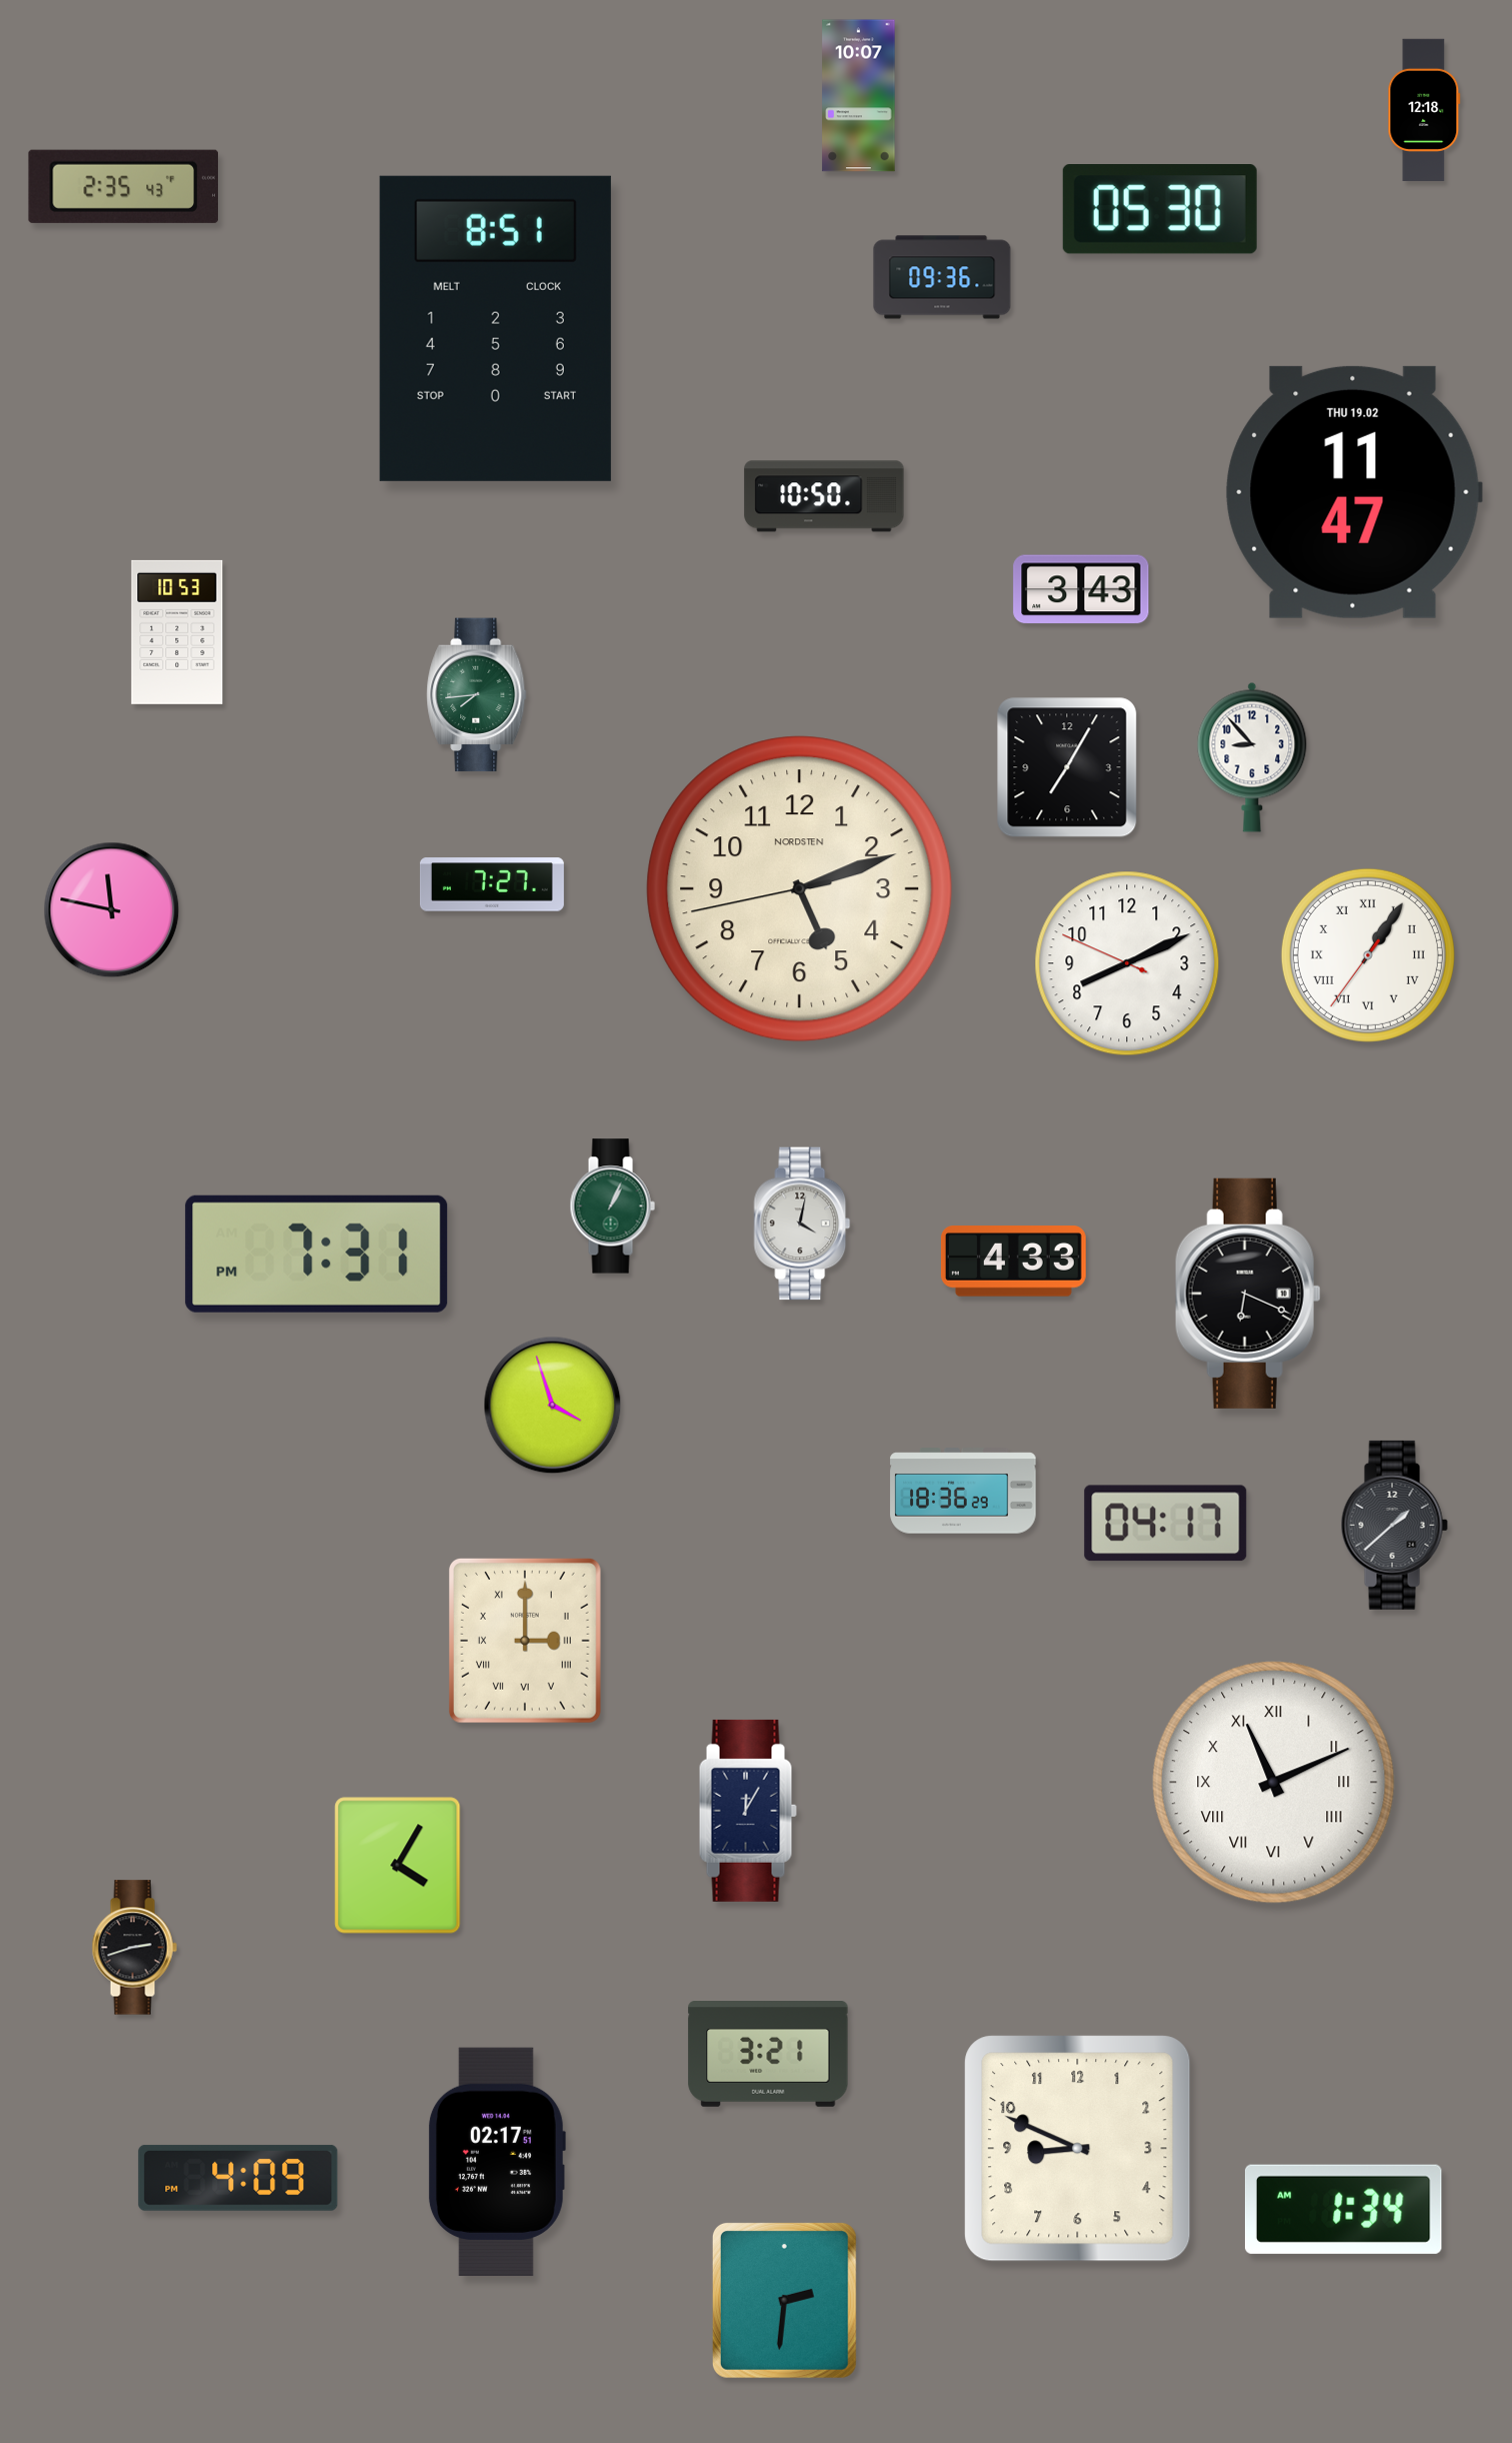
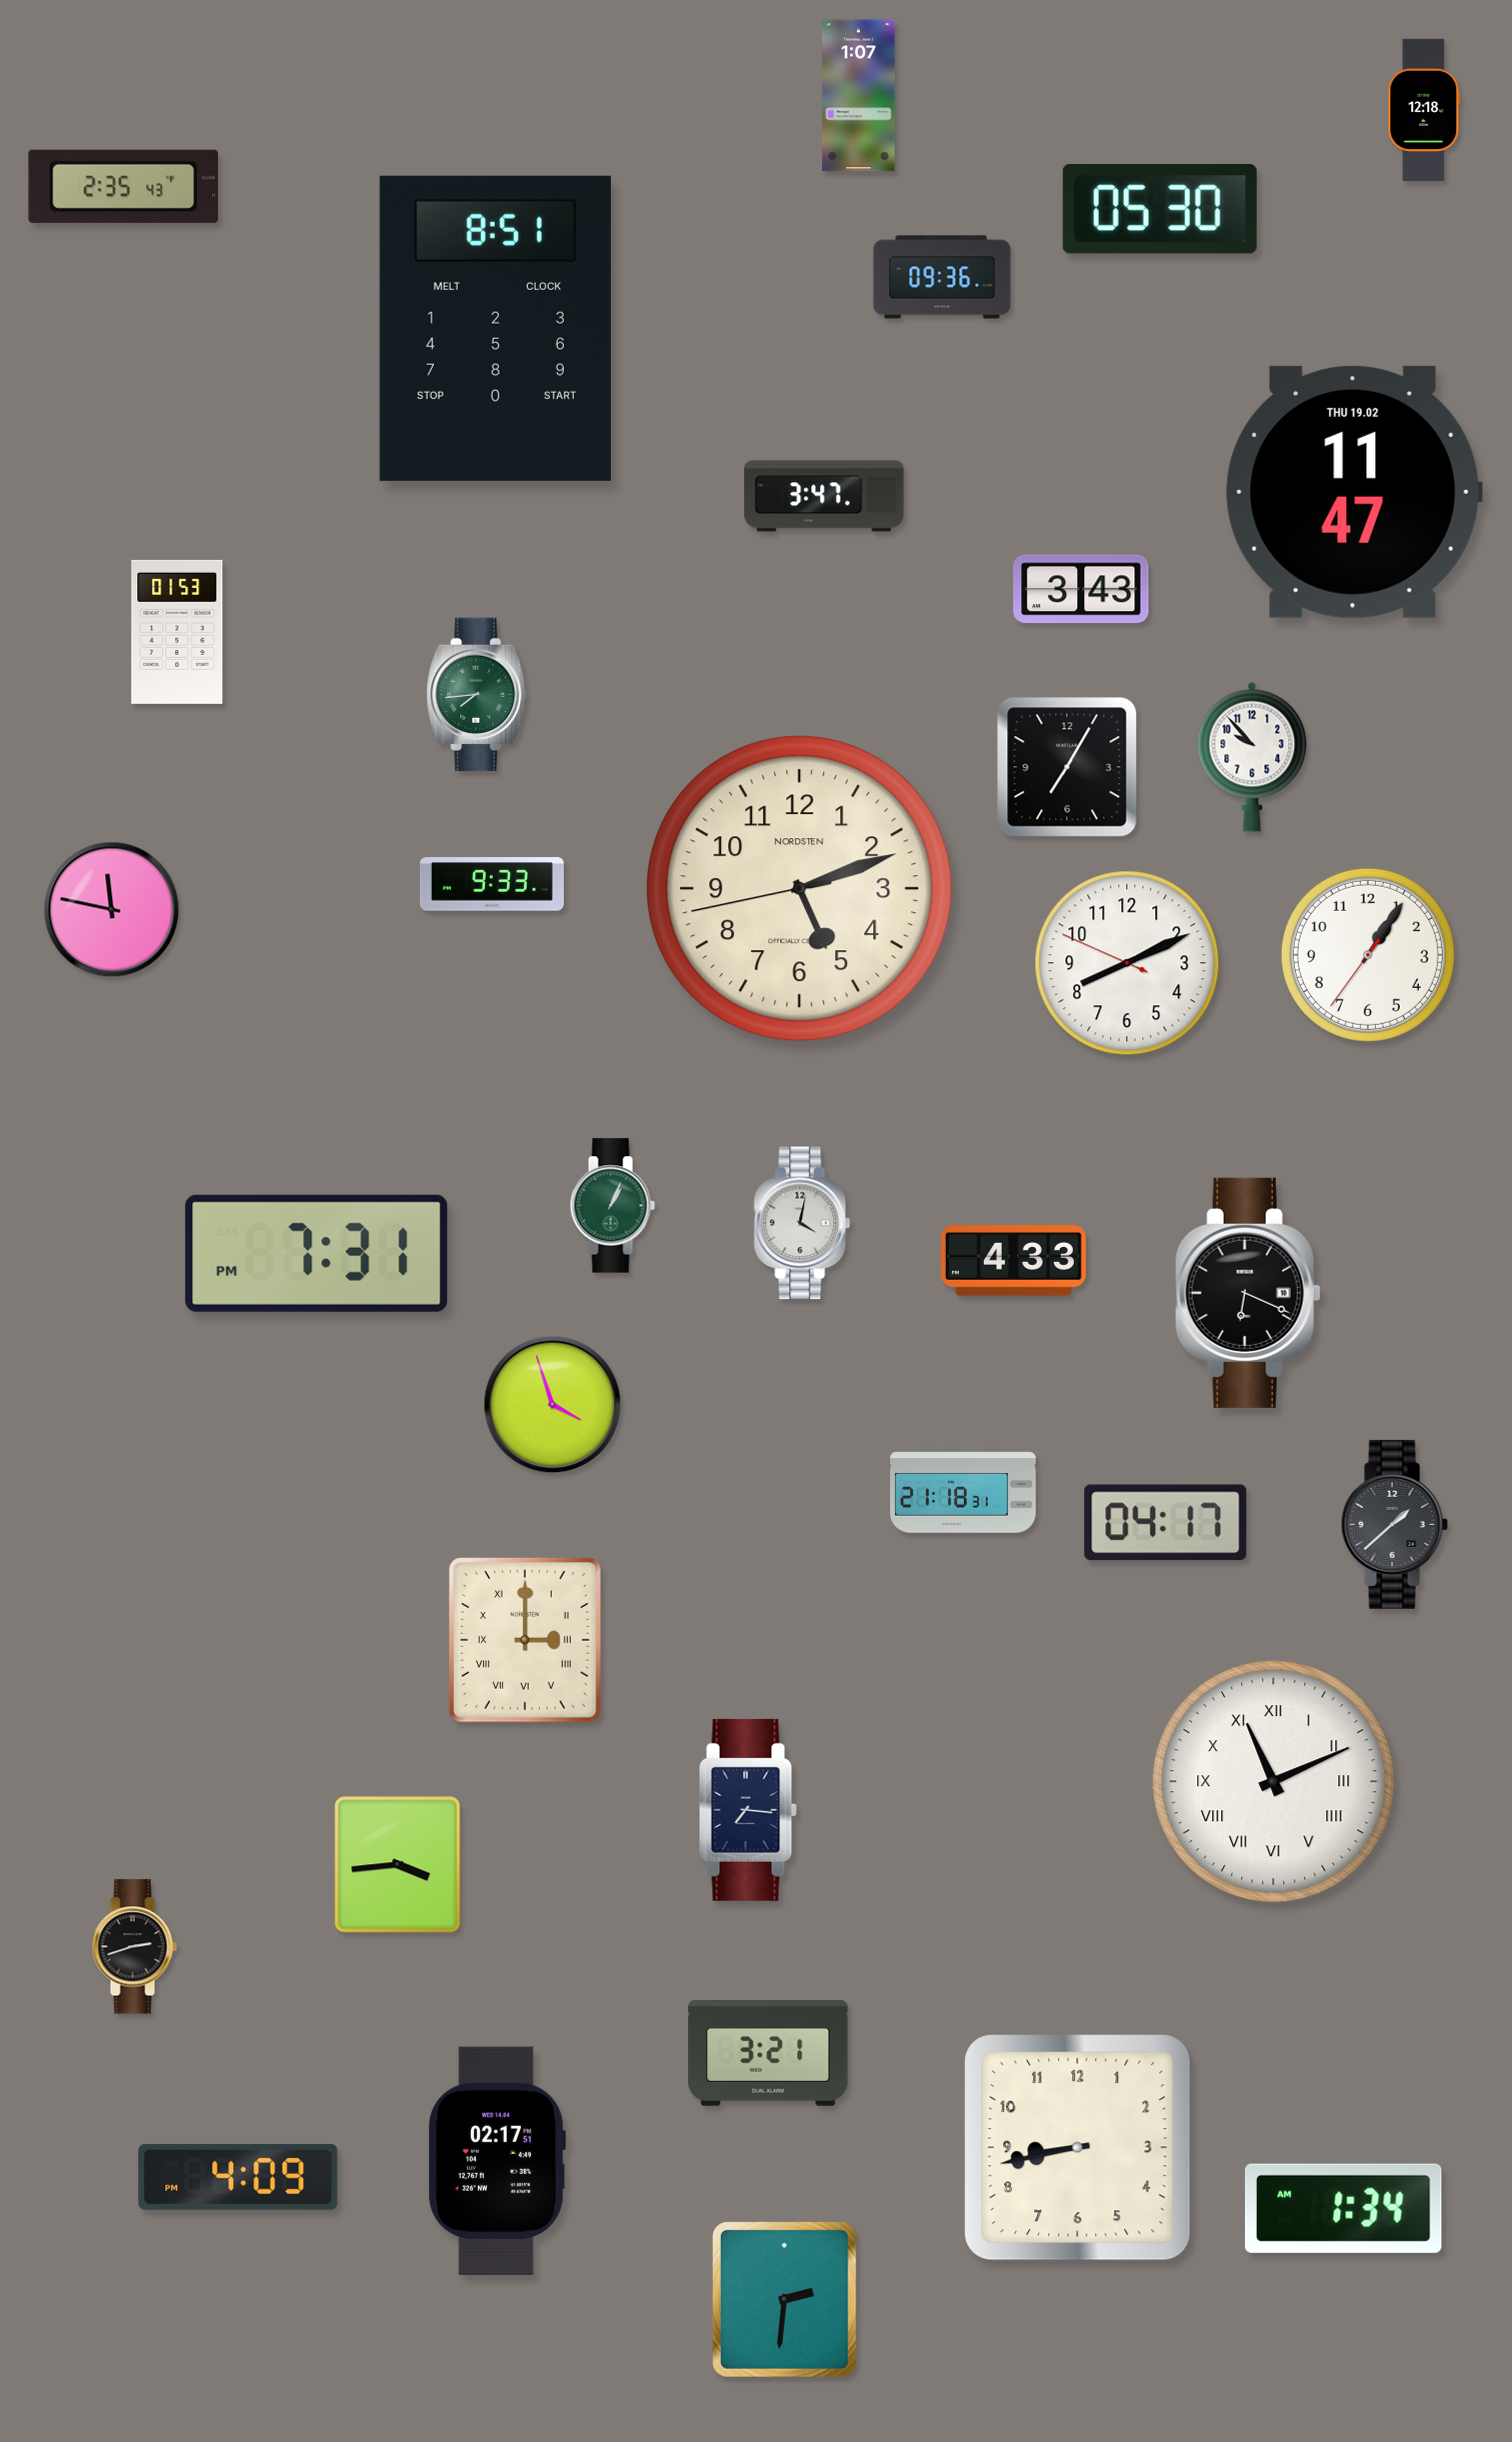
clock at (859, 96): 10:07 -> 1:07
clock at (824, 496): 10:50 -> 3:47
clock at (177, 632): 10:53 -> 01:53
clock at (1252, 757): 8:53 -> 9:53
clock at (492, 884): 7:27 -> 9:33
clock at (1368, 955) numerals: Roman -> Arabic
clock at (963, 1491): 18:36 -> 21:18
clock at (748, 1811): 12:05 -> 7:16
clock at (398, 1866): 4:05 -> 3:44
clock at (1078, 2149): 8:49 -> 8:43
